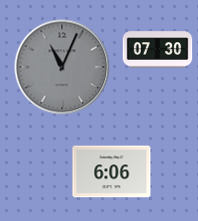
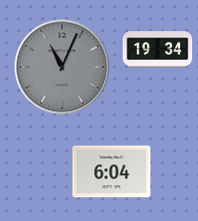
clock at (158, 50): 07:30 -> 19:34
clock at (112, 172): 6:06 -> 6:04
